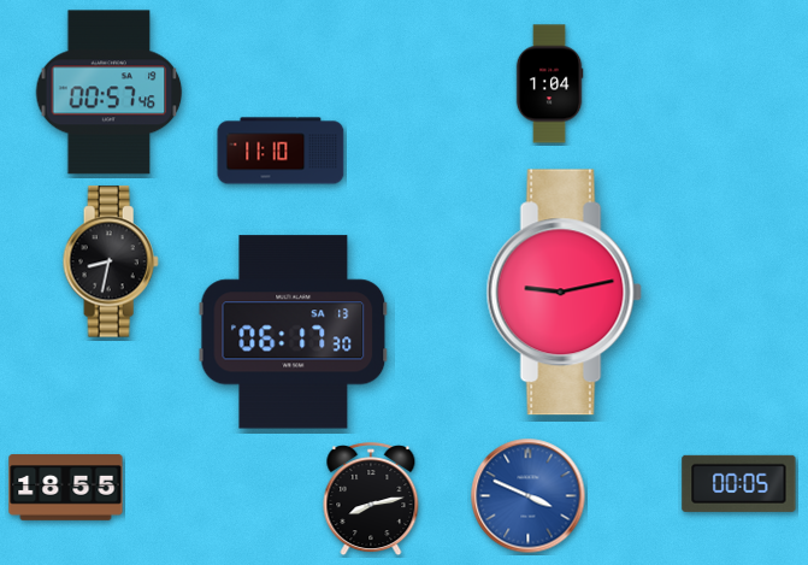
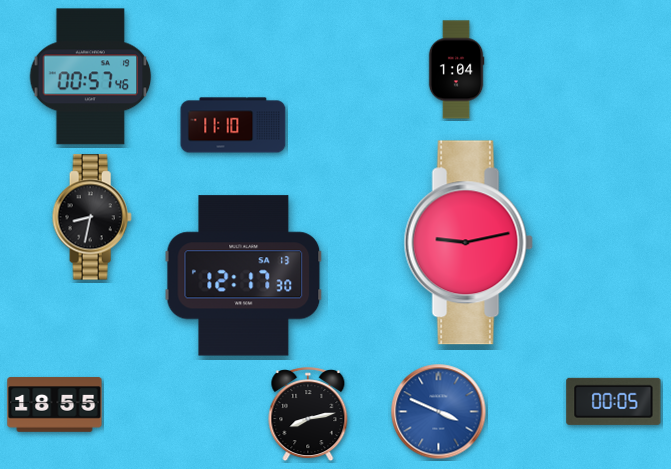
clock at (294, 332): 06:17 -> 12:17
